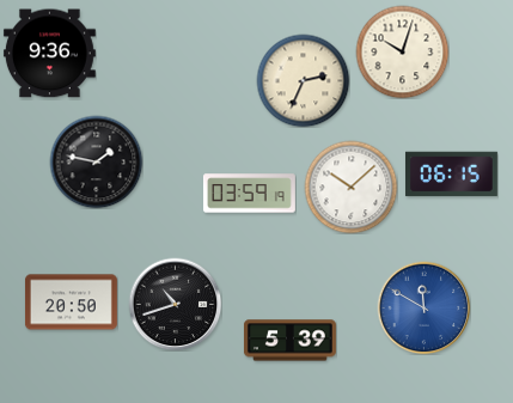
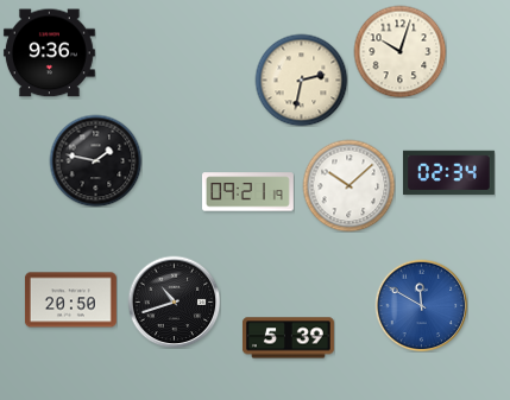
clock at (303, 80): 2:34 -> 2:32
clock at (451, 175): 06:15 -> 02:34
clock at (249, 194): 03:59 -> 09:21
